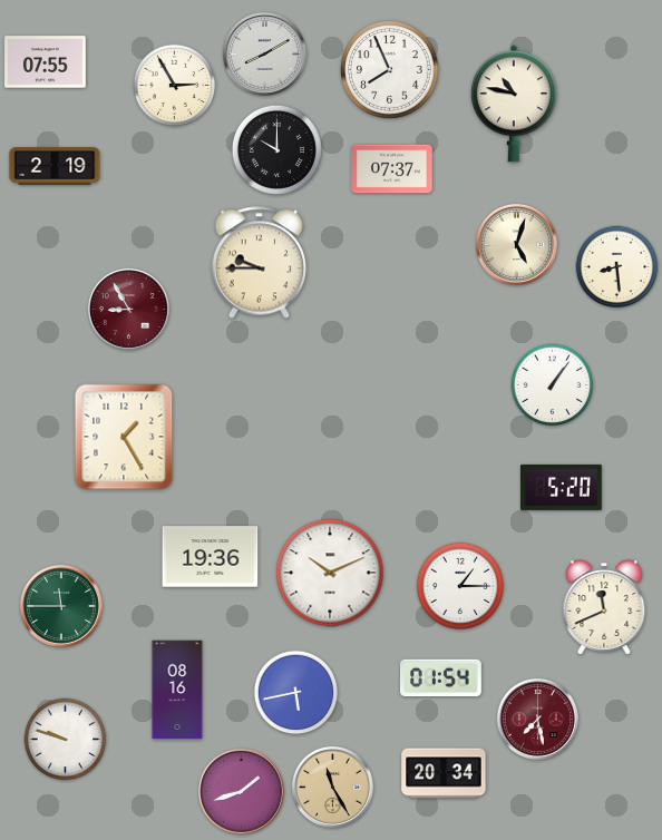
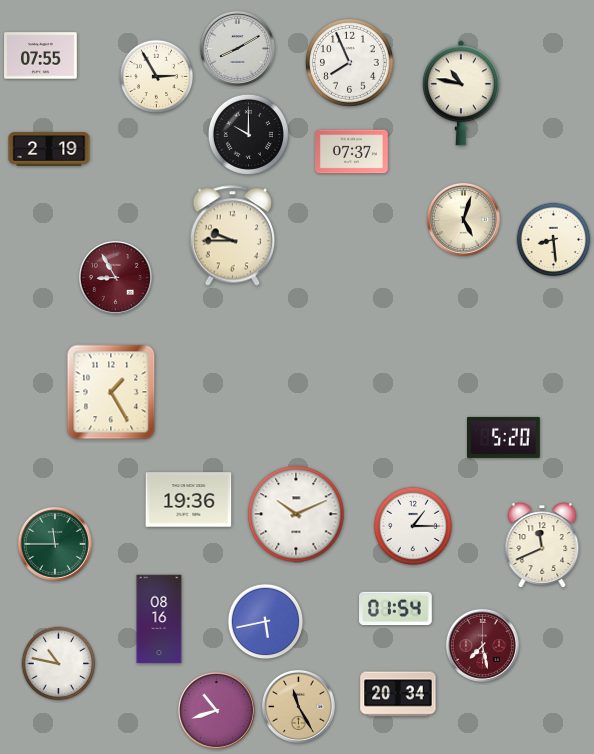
clock at (553, 385): 1:06 -> none
clock at (66, 740): 9:48 -> 10:47
clock at (241, 791): 1:42 -> 10:42
